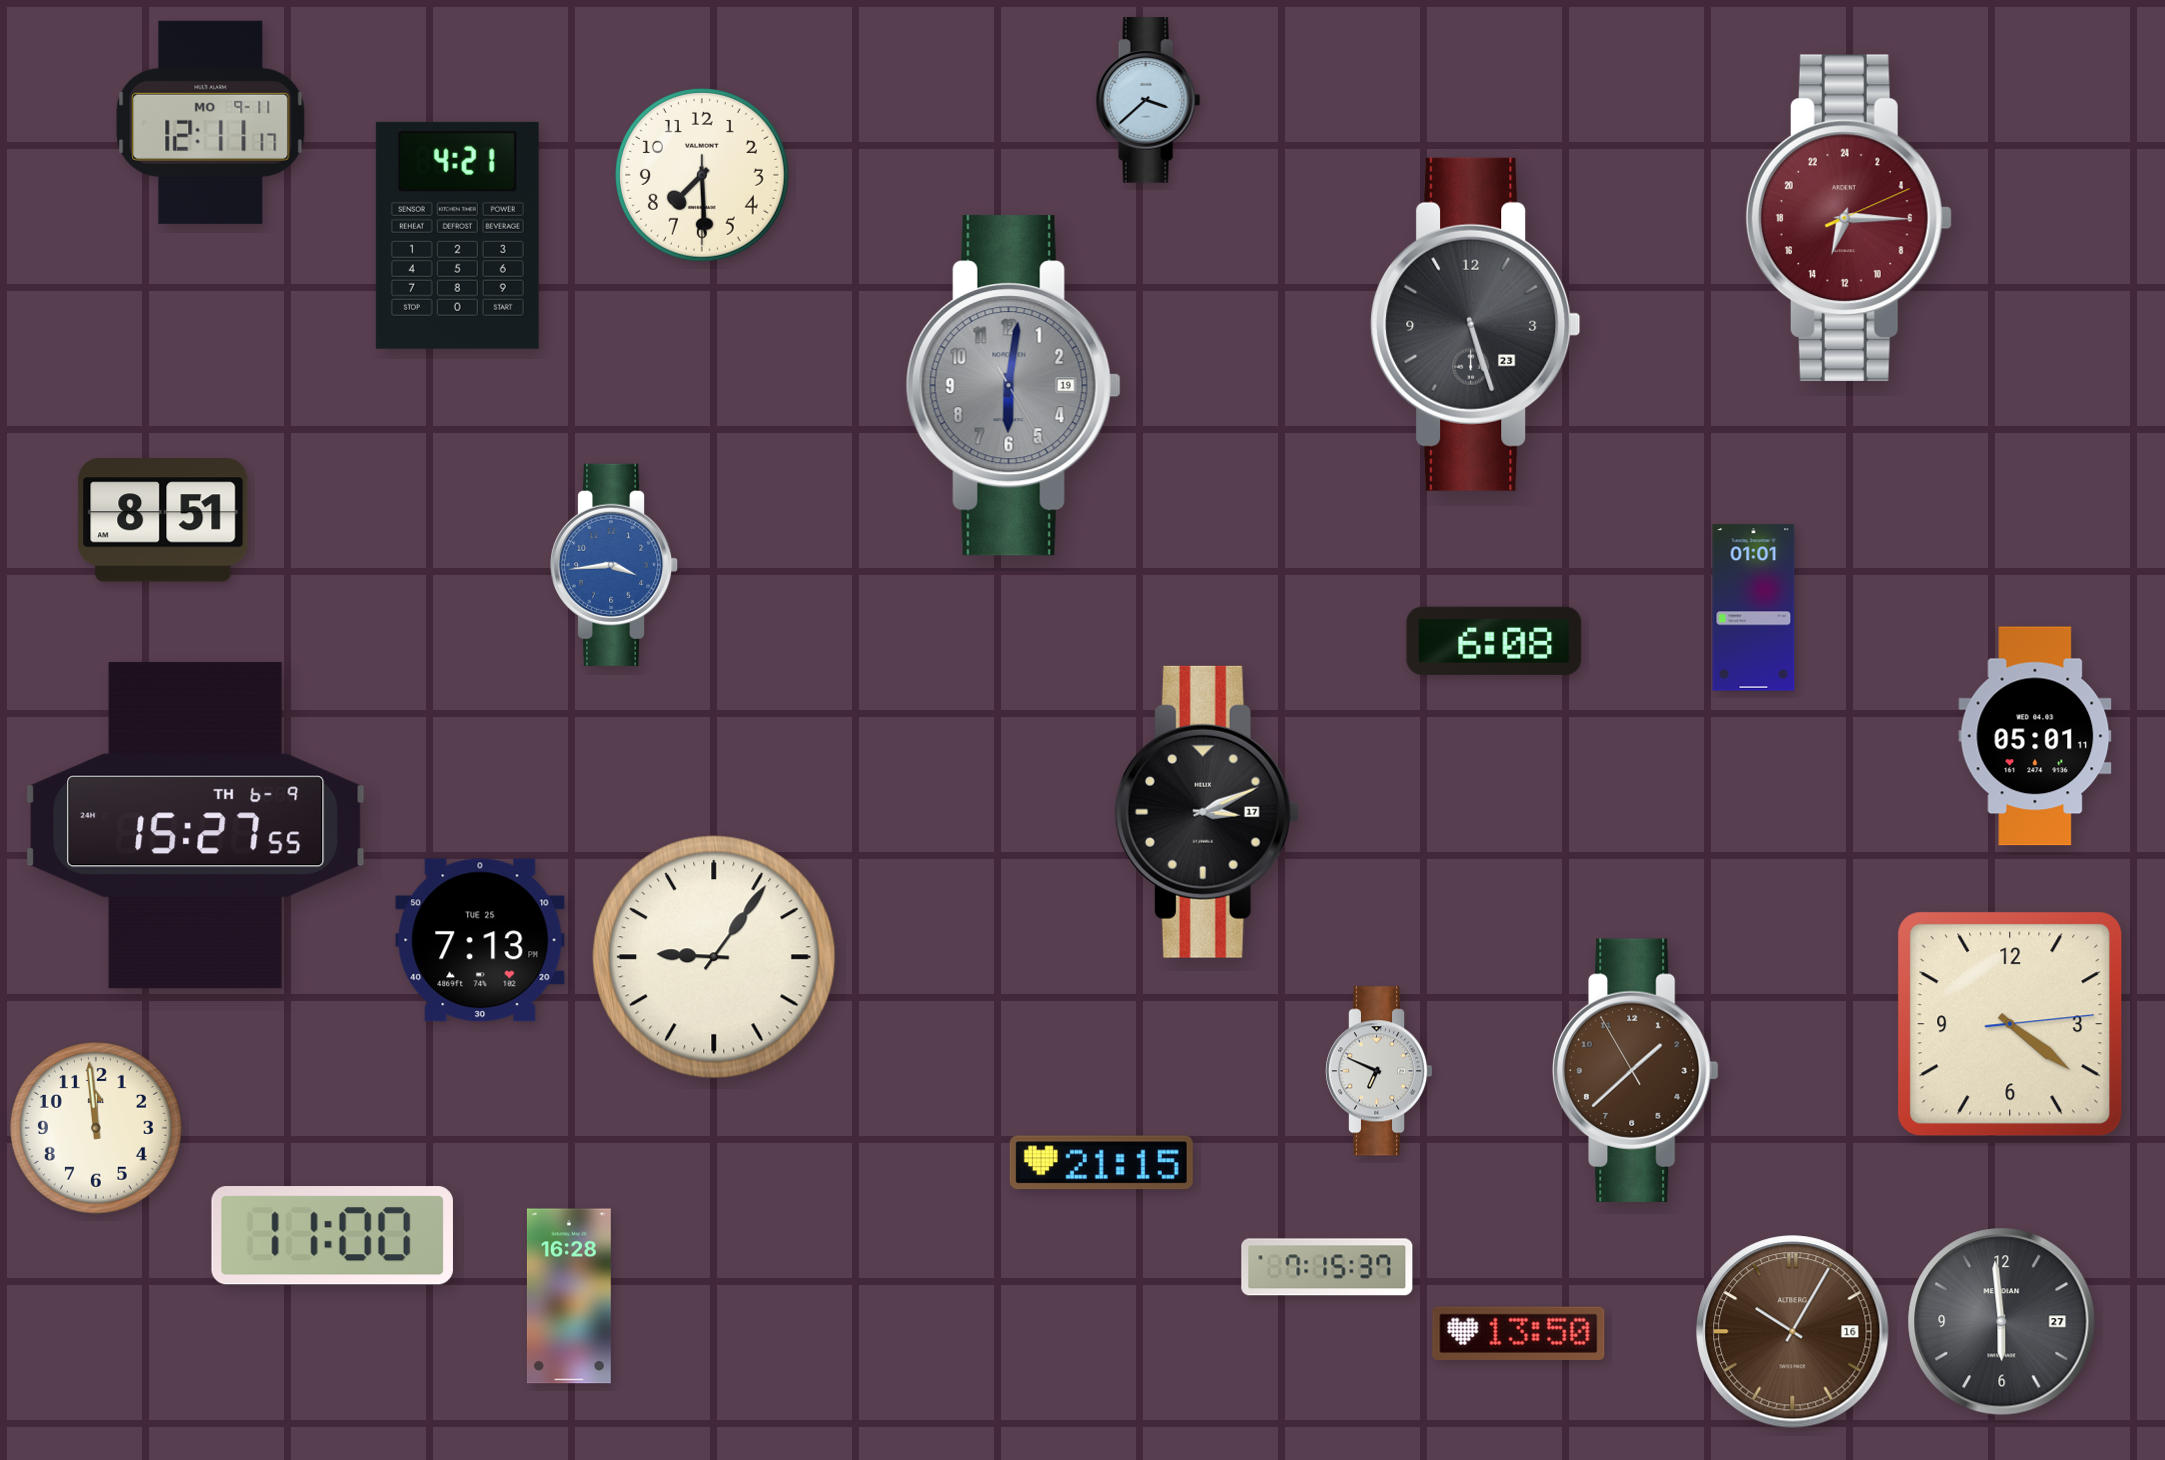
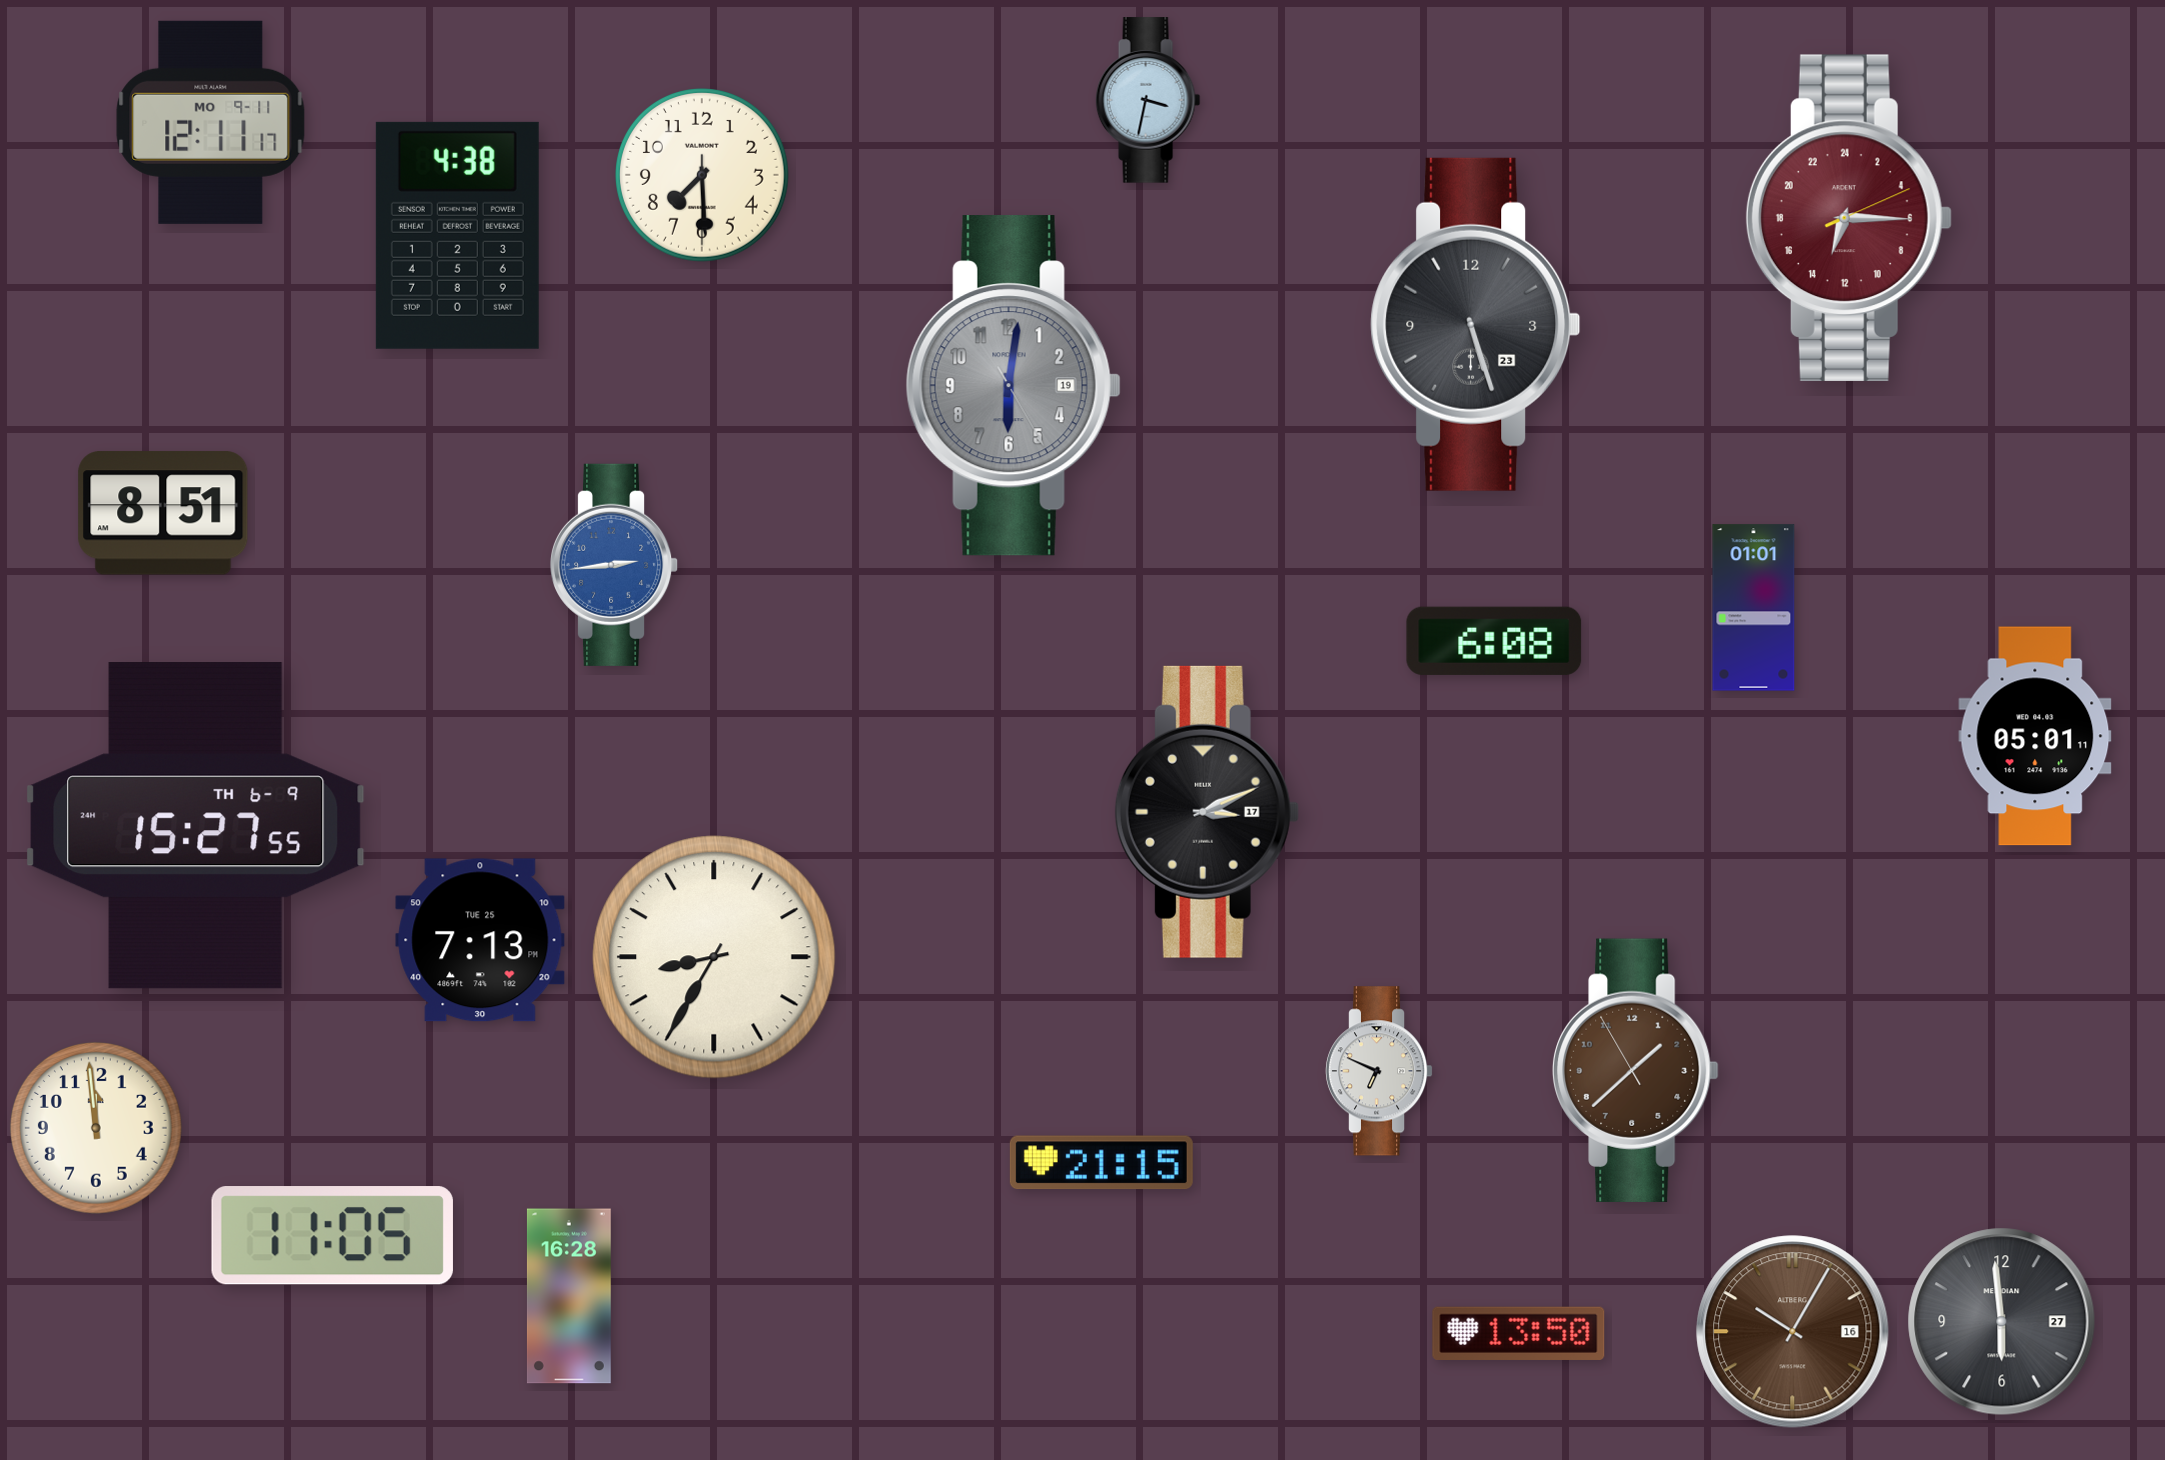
clock at (1148, 100): 3:38 -> 3:32
clock at (457, 235): 4:21 -> 4:38
clock at (163, 520) position: (163, 520) -> (163, 513)
clock at (615, 565): 3:44 -> 2:44
clock at (714, 957): 9:06 -> 8:35
clock at (2010, 1024): 4:21 -> none
clock at (332, 1236): 11:00 -> 11:05
clock at (1327, 1267): 7:15 -> none
